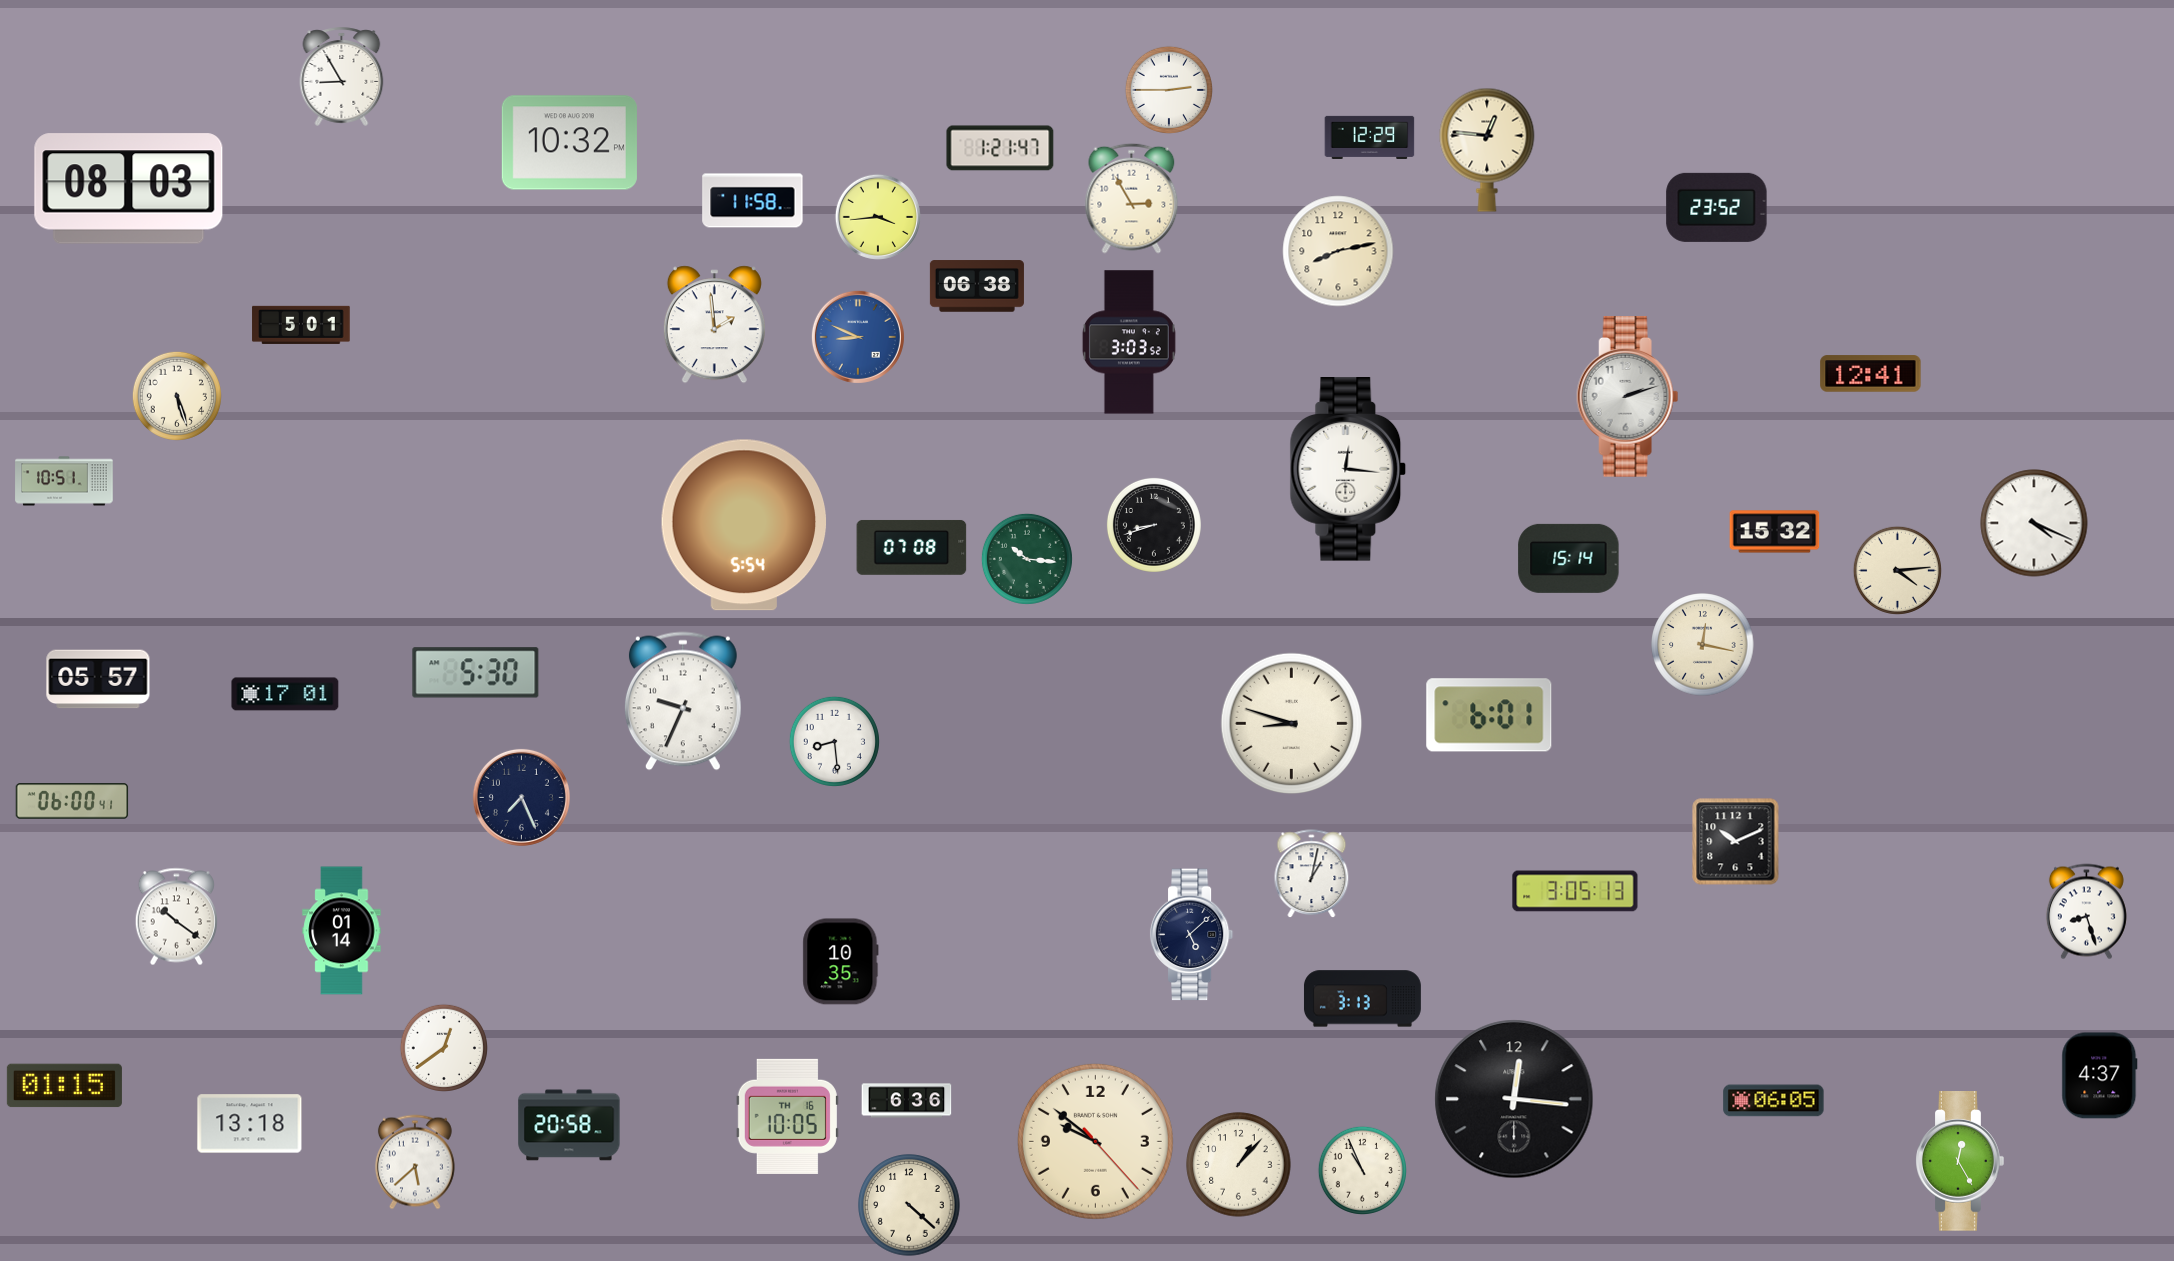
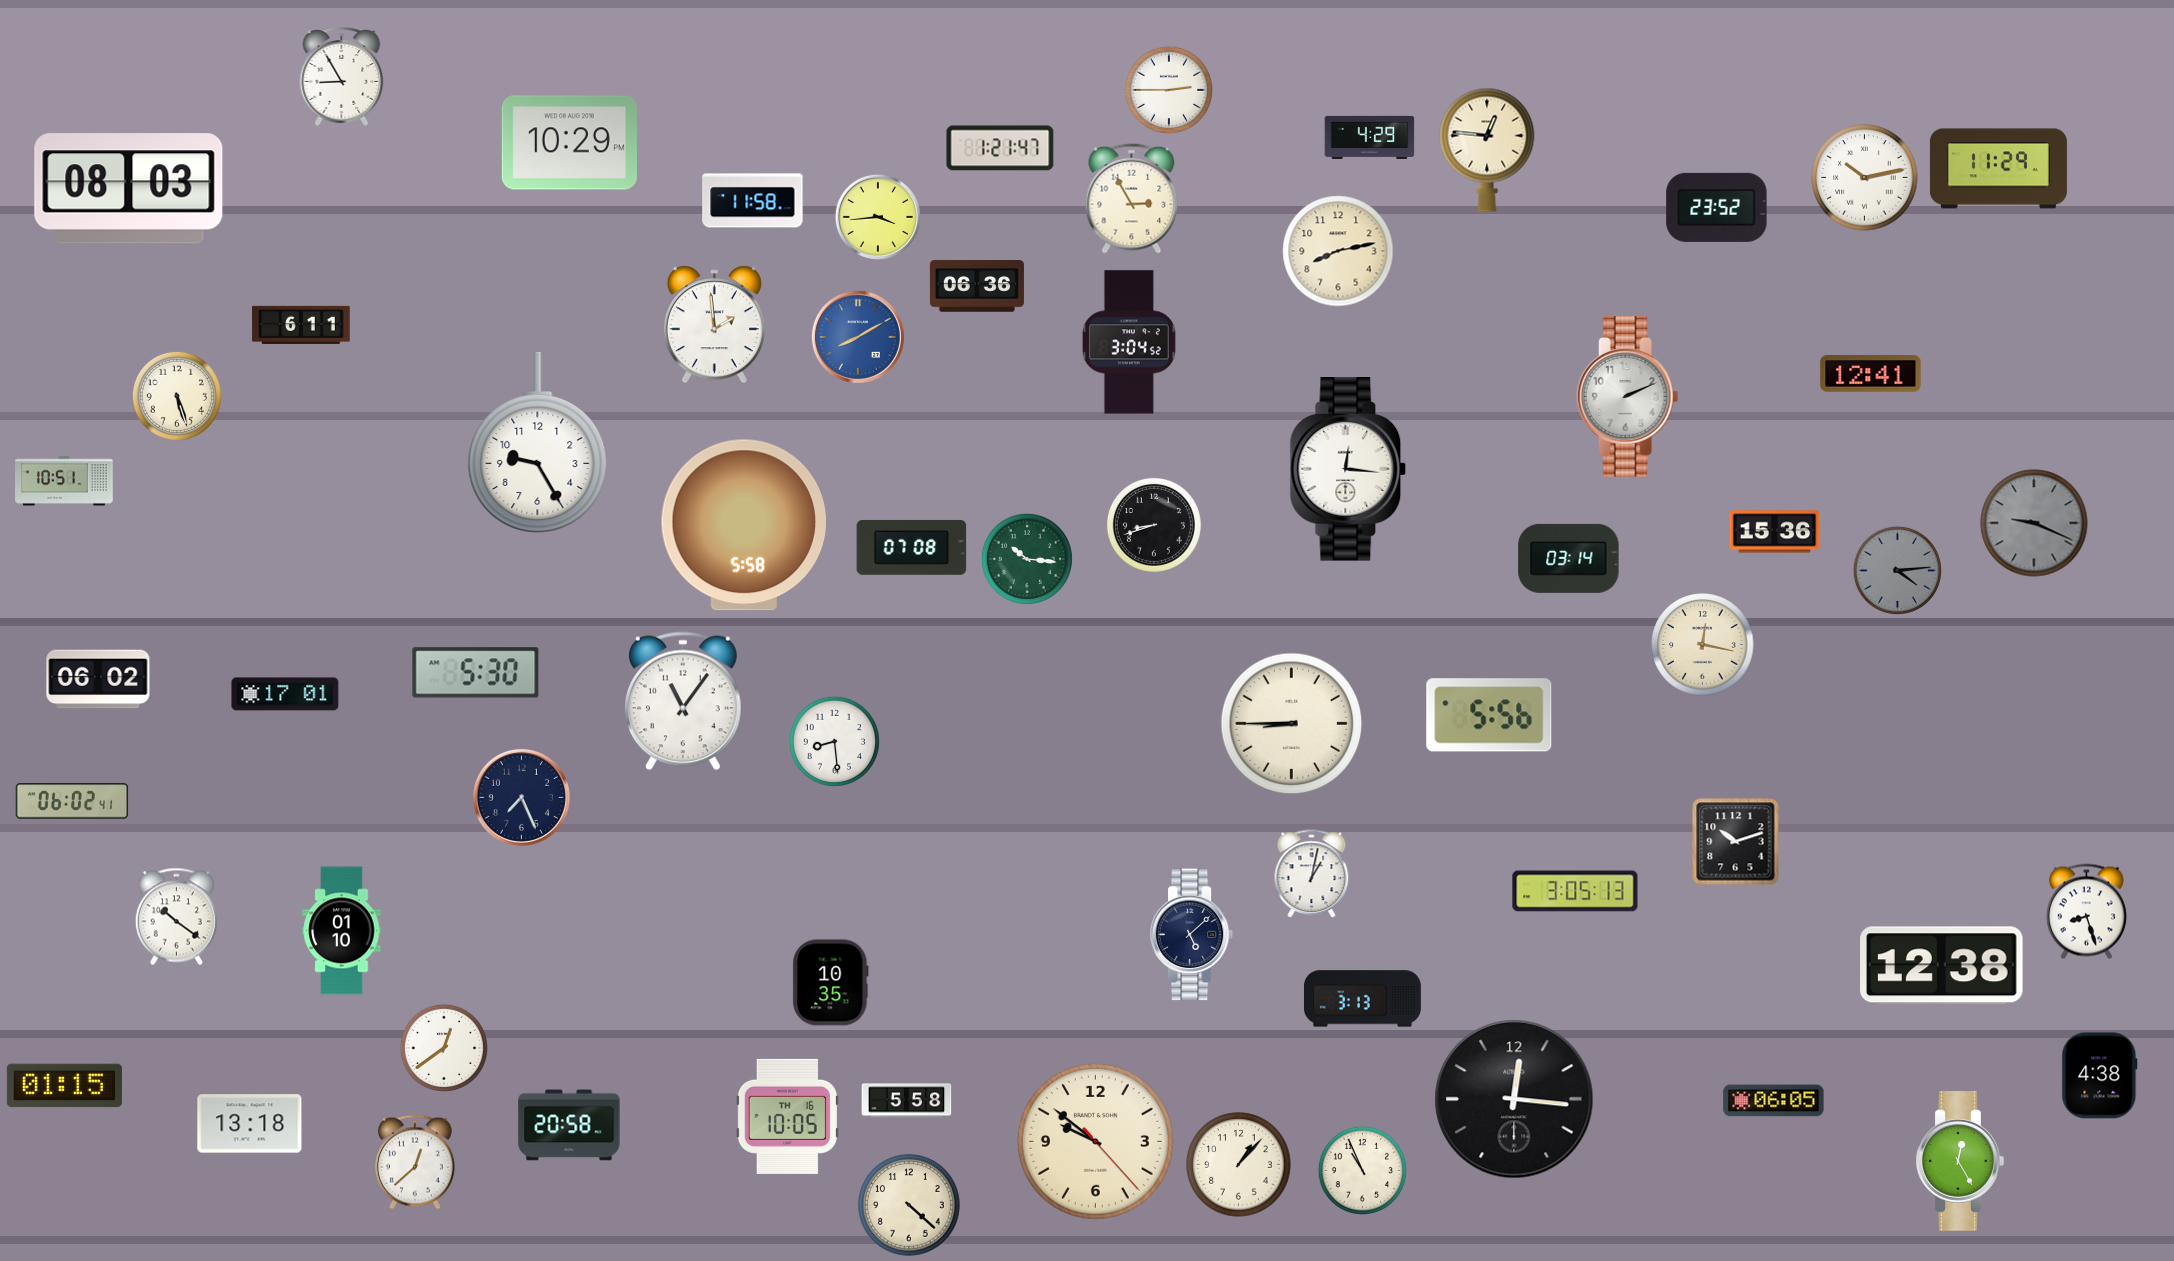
clock at (1370, 137): 12:29 -> 4:29
clock at (569, 143): 10:32 -> 10:29
clock at (1998, 169): none -> 11:29
clock at (1865, 178): none -> 10:13
clock at (977, 286): 06:38 -> 06:36
clock at (301, 325): 5:01 -> 6:11
clock at (858, 337): 8:49 -> 8:10
clock at (1129, 342): 3:03 -> 3:04
clock at (1628, 397): 2:12 -> 2:11
clock at (538, 442): none -> 9:25
clock at (2034, 523): 4:19 -> 9:19
clock at (2034, 523) dial: white -> grey
clock at (744, 525): 5:54 -> 5:58
clock at (1775, 532): 15:32 -> 15:36
clock at (1569, 558): 15:14 -> 03:14
clock at (1897, 570) dial: cream -> grey
clock at (98, 679): 05:57 -> 06:02
clock at (683, 701): 9:34 -> 11:06
clock at (1489, 715): 6:01 -> 5:56
clock at (1292, 724): 8:48 -> 8:45
clock at (72, 801): 06:00 -> 06:02
clock at (1736, 842): 10:11 -> 10:12
clock at (342, 931): 01:14 -> 01:10
clock at (841, 962) position: (841, 962) -> (831, 983)
clock at (1942, 966): none -> 12:38
clock at (2100, 1076): 4:37 -> 4:38
clock at (907, 1101): 6:36 -> 5:58
clock at (415, 1162): 5:38 -> 12:38
